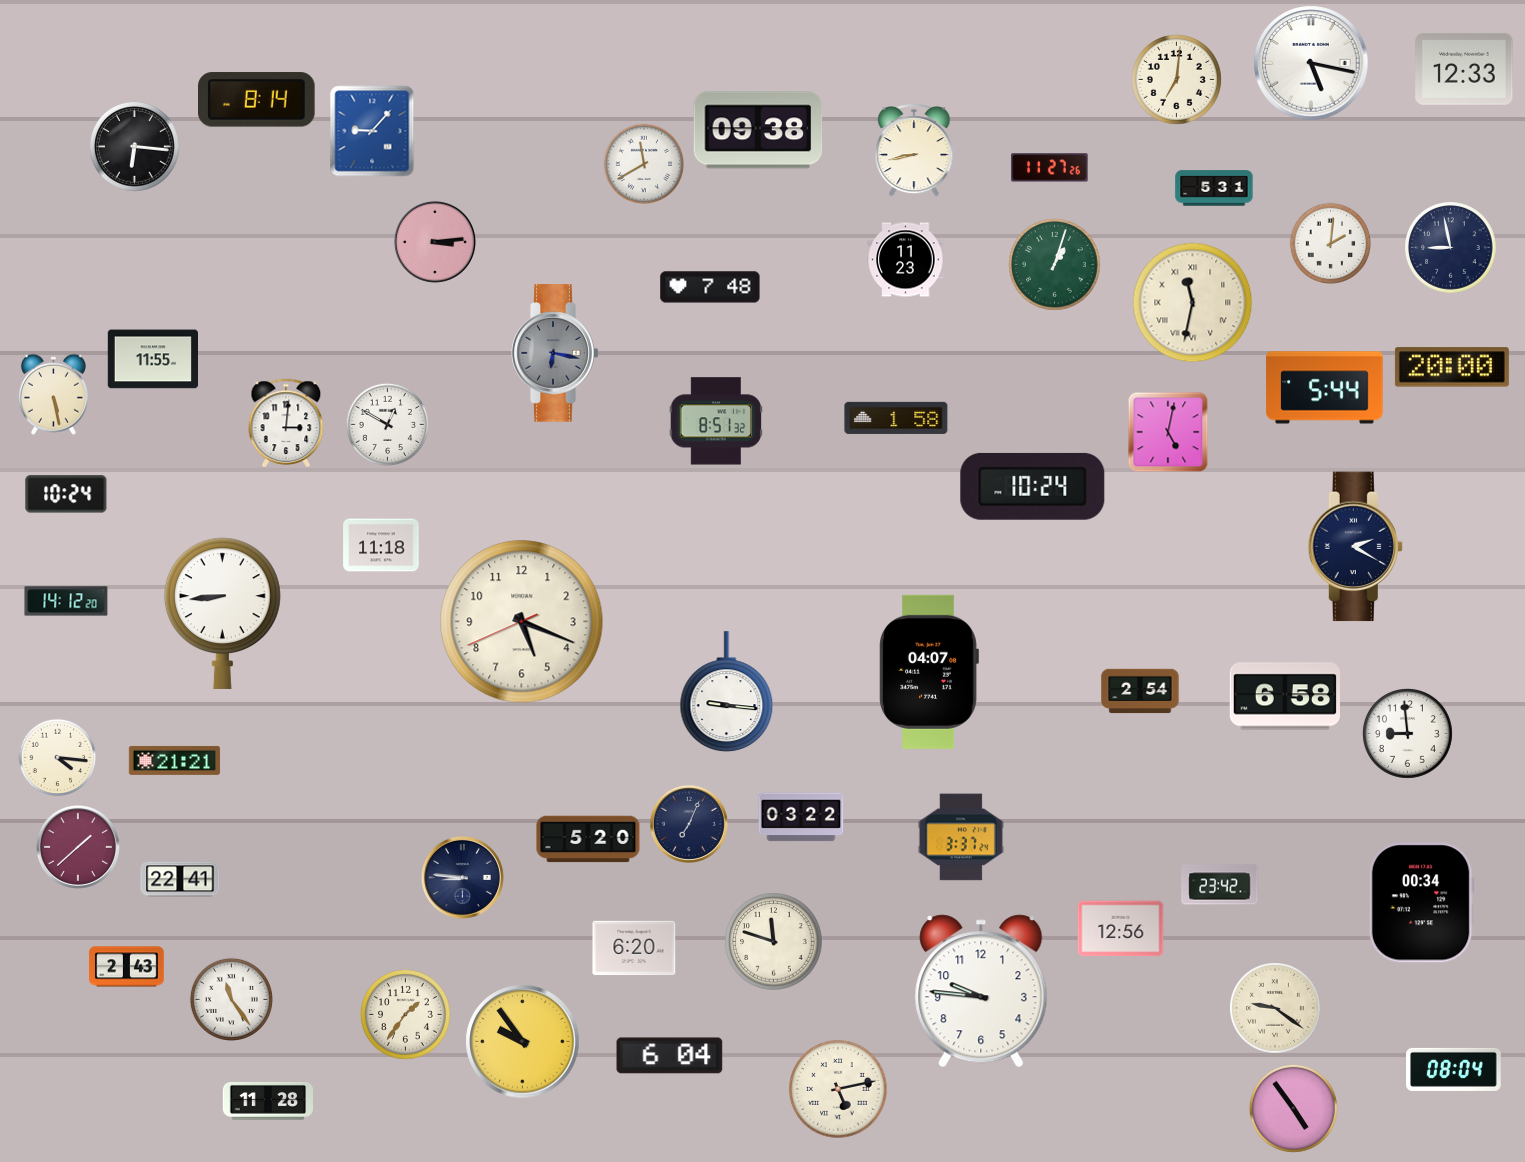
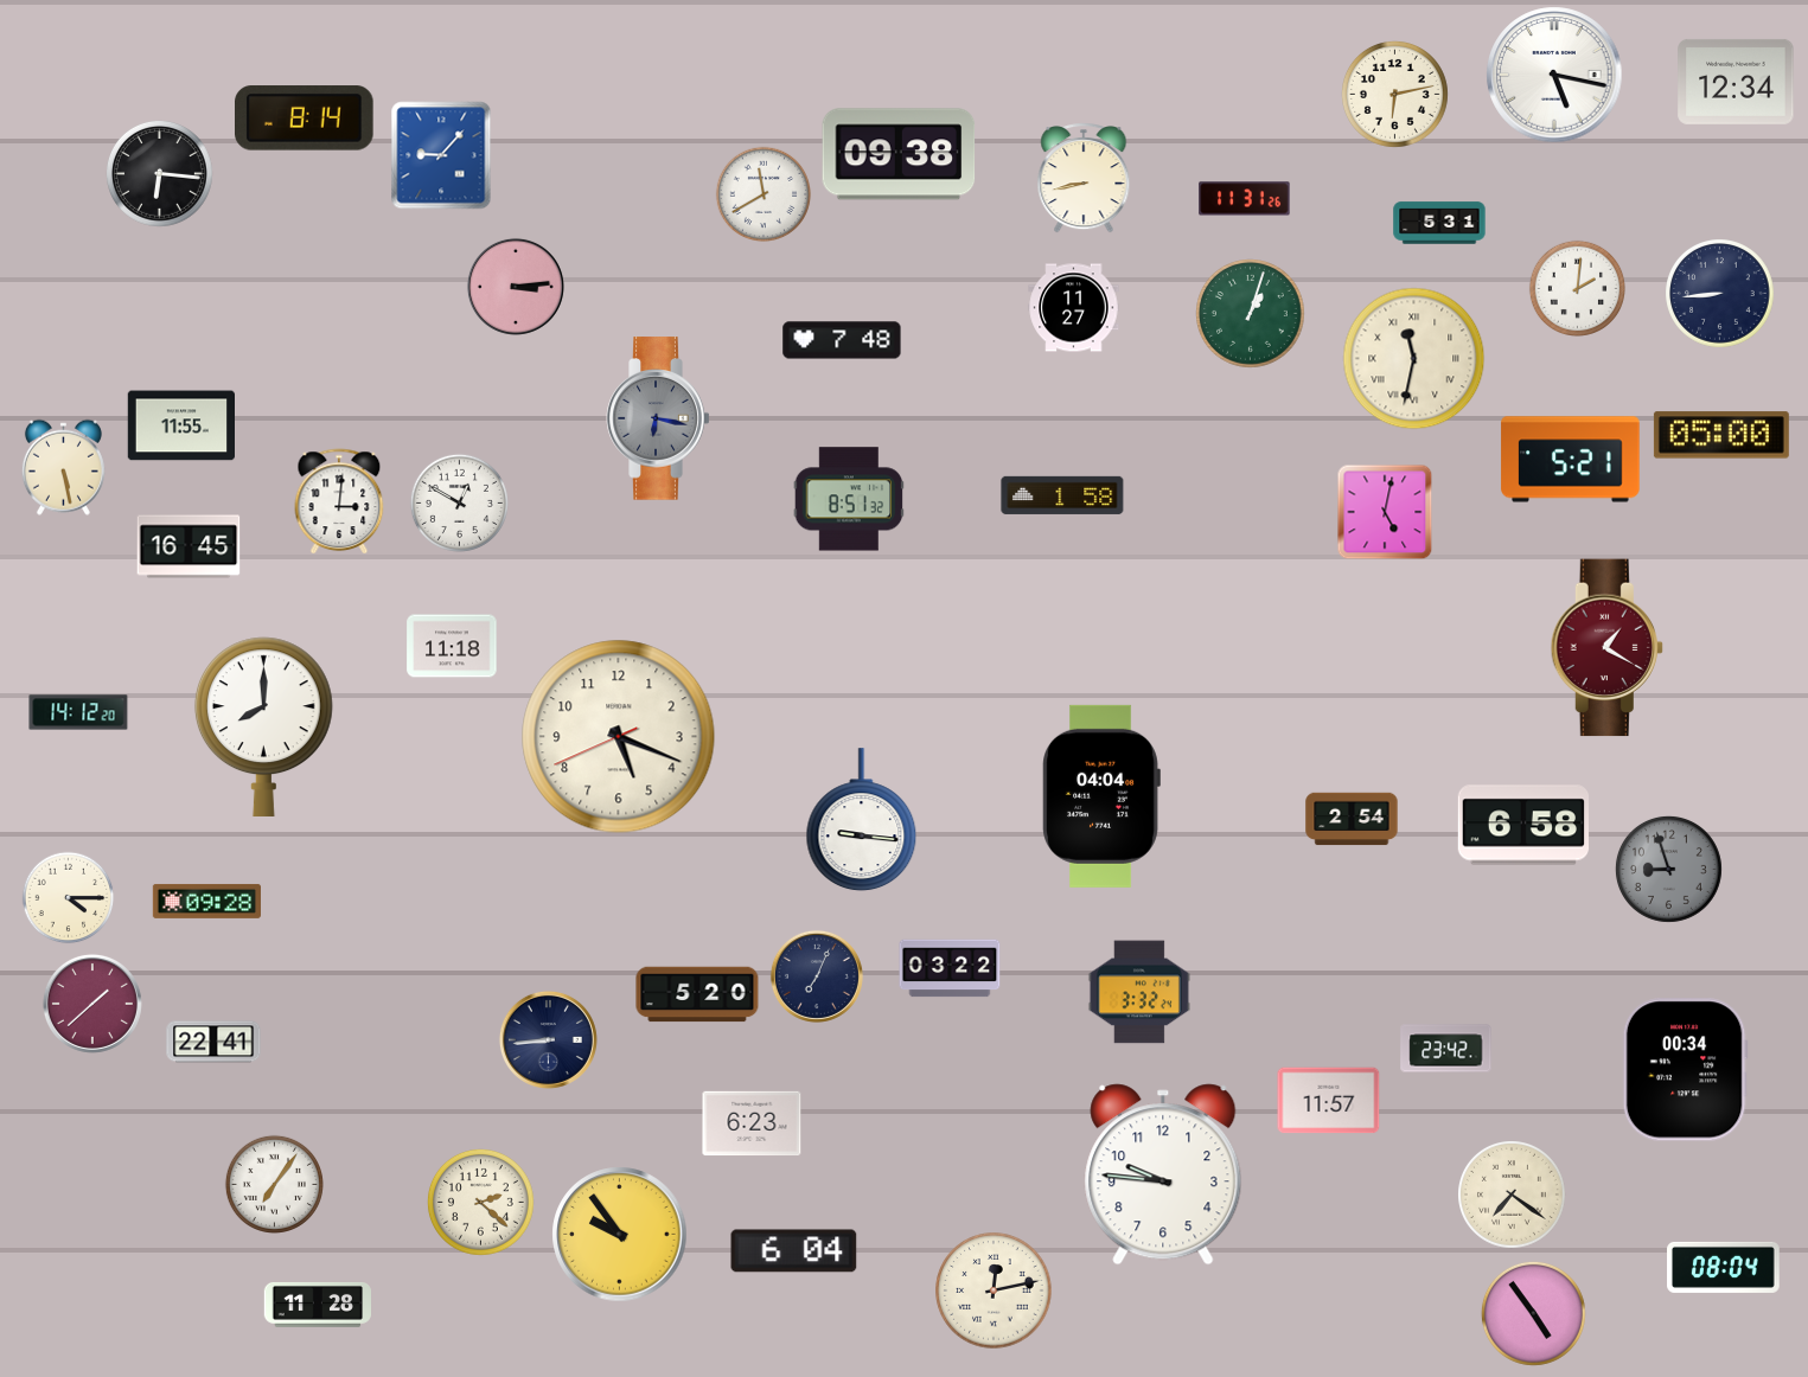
clock at (1464, 69): 12:33 -> 12:34
clock at (1176, 79): 7:01 -> 6:13
clock at (1050, 168): 11:27 -> 11:31
clock at (1451, 248): 8:58 -> 8:44
clock at (906, 260): 11:23 -> 11:27
clock at (1452, 367): 20:00 -> 05:00
clock at (1325, 388): 5:44 -> 5:21
clock at (189, 546): none -> 16:45
clock at (1033, 486): 10:24 -> none
clock at (66, 494): 10:24 -> none
clock at (1355, 547): 2:20 -> 1:20
clock at (1355, 547) dial: navy -> burgundy
clock at (222, 613): 8:44 -> 8:00
clock at (929, 672): 04:07 -> 04:04
clock at (1407, 733): 8:59 -> 8:57
clock at (1407, 733) dial: white -> grey
clock at (58, 758): 4:16 -> 4:15
clock at (174, 760): 21:21 -> 09:28
clock at (961, 837): 3:37 -> 3:32
clock at (462, 877): 8:46 -> 8:44
clock at (1121, 929): 12:56 -> 11:57
clock at (774, 942): 11:48 -> none
clock at (634, 948): 6:20 -> 6:23
clock at (127, 967): 2:43 -> none
clock at (231, 999): 11:24 -> 7:06
clock at (1276, 1009): 9:21 -> 7:21
clock at (405, 1014): 1:36 -> 2:22
clock at (838, 1089): 5:13 -> 12:13
